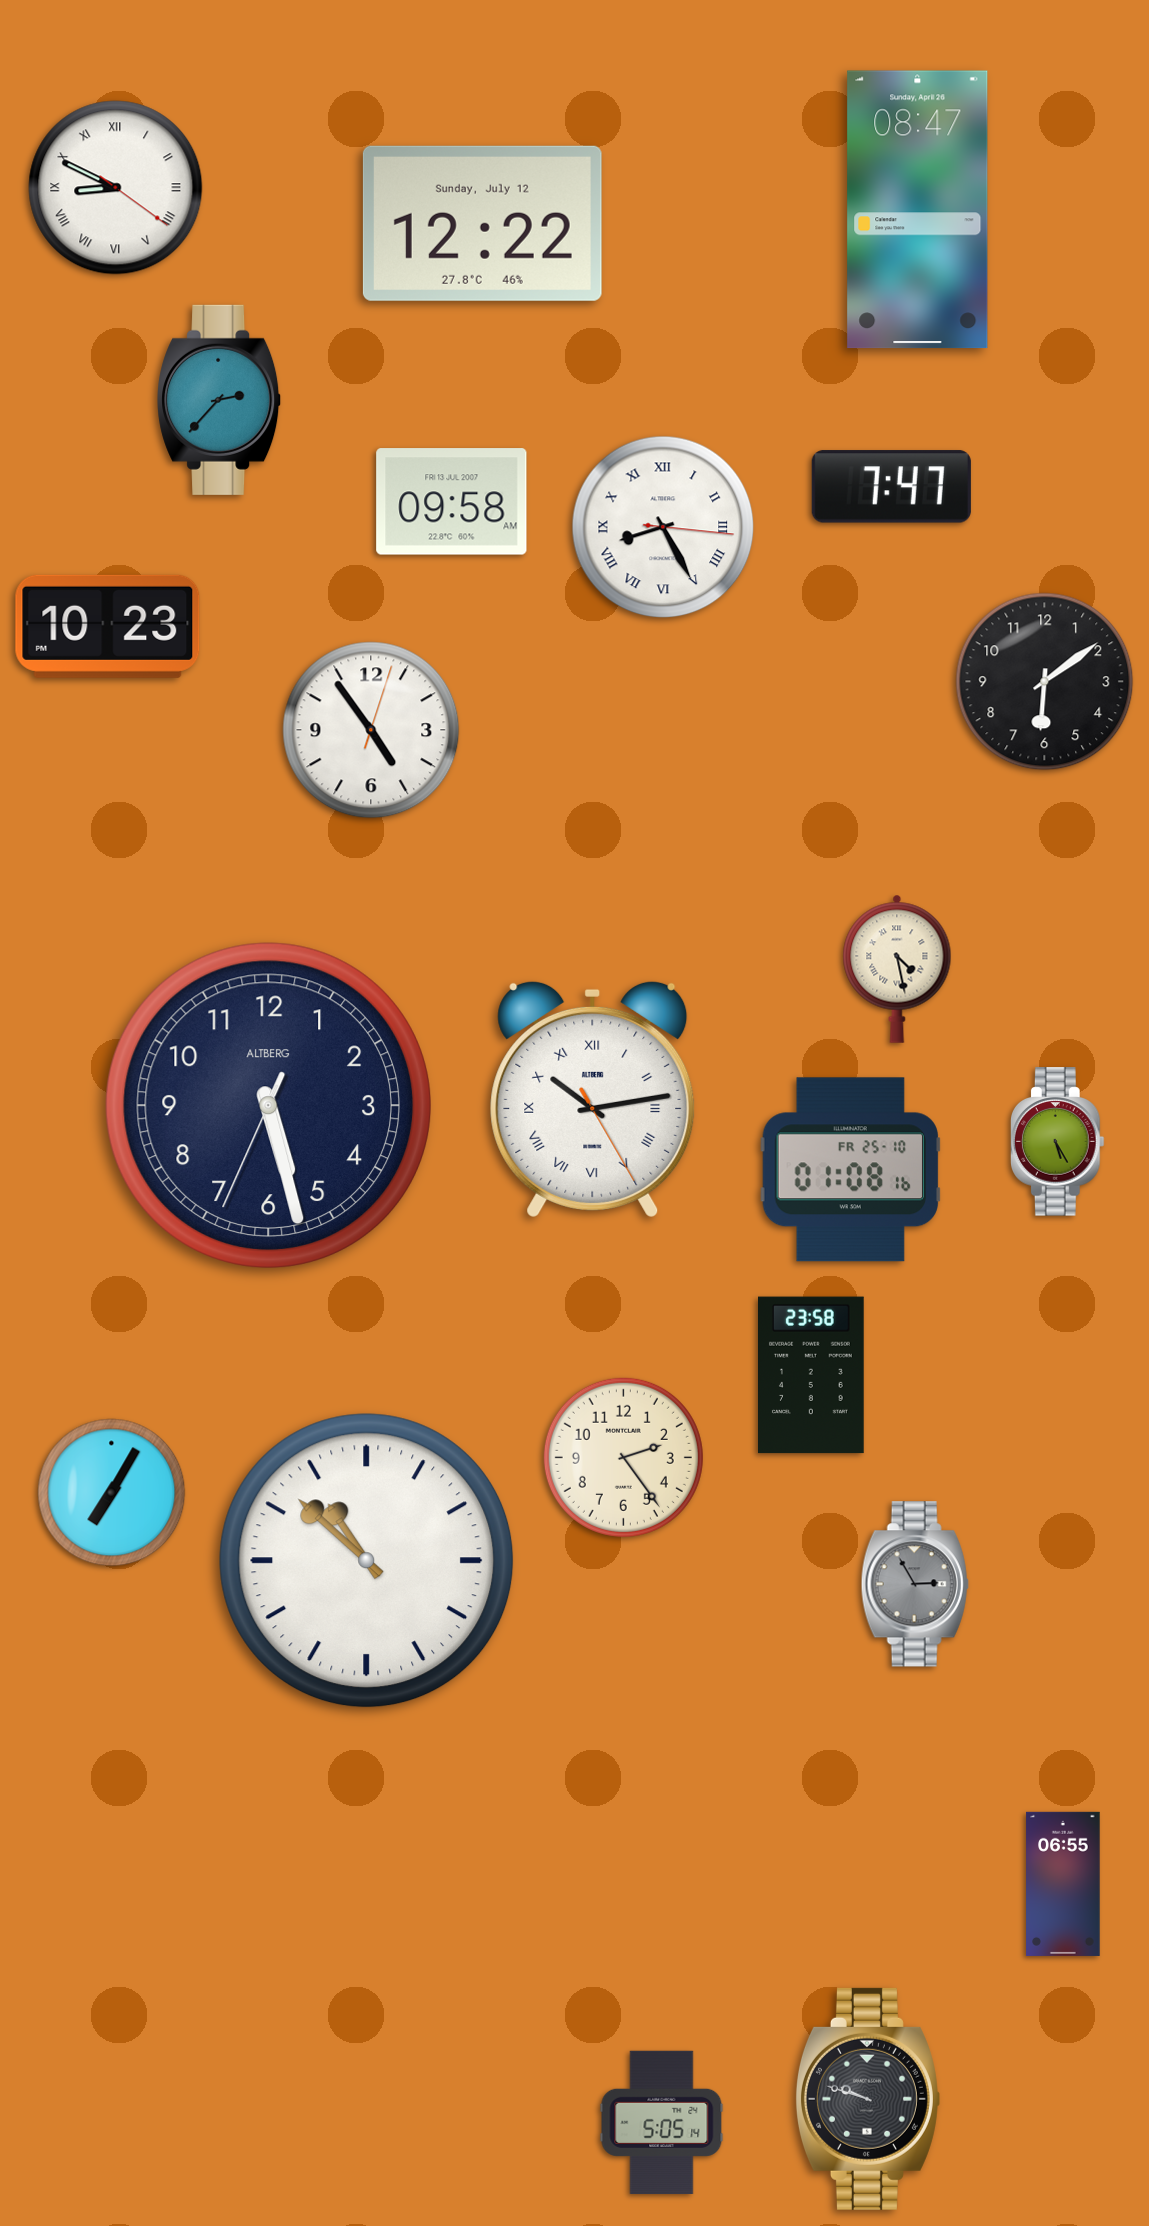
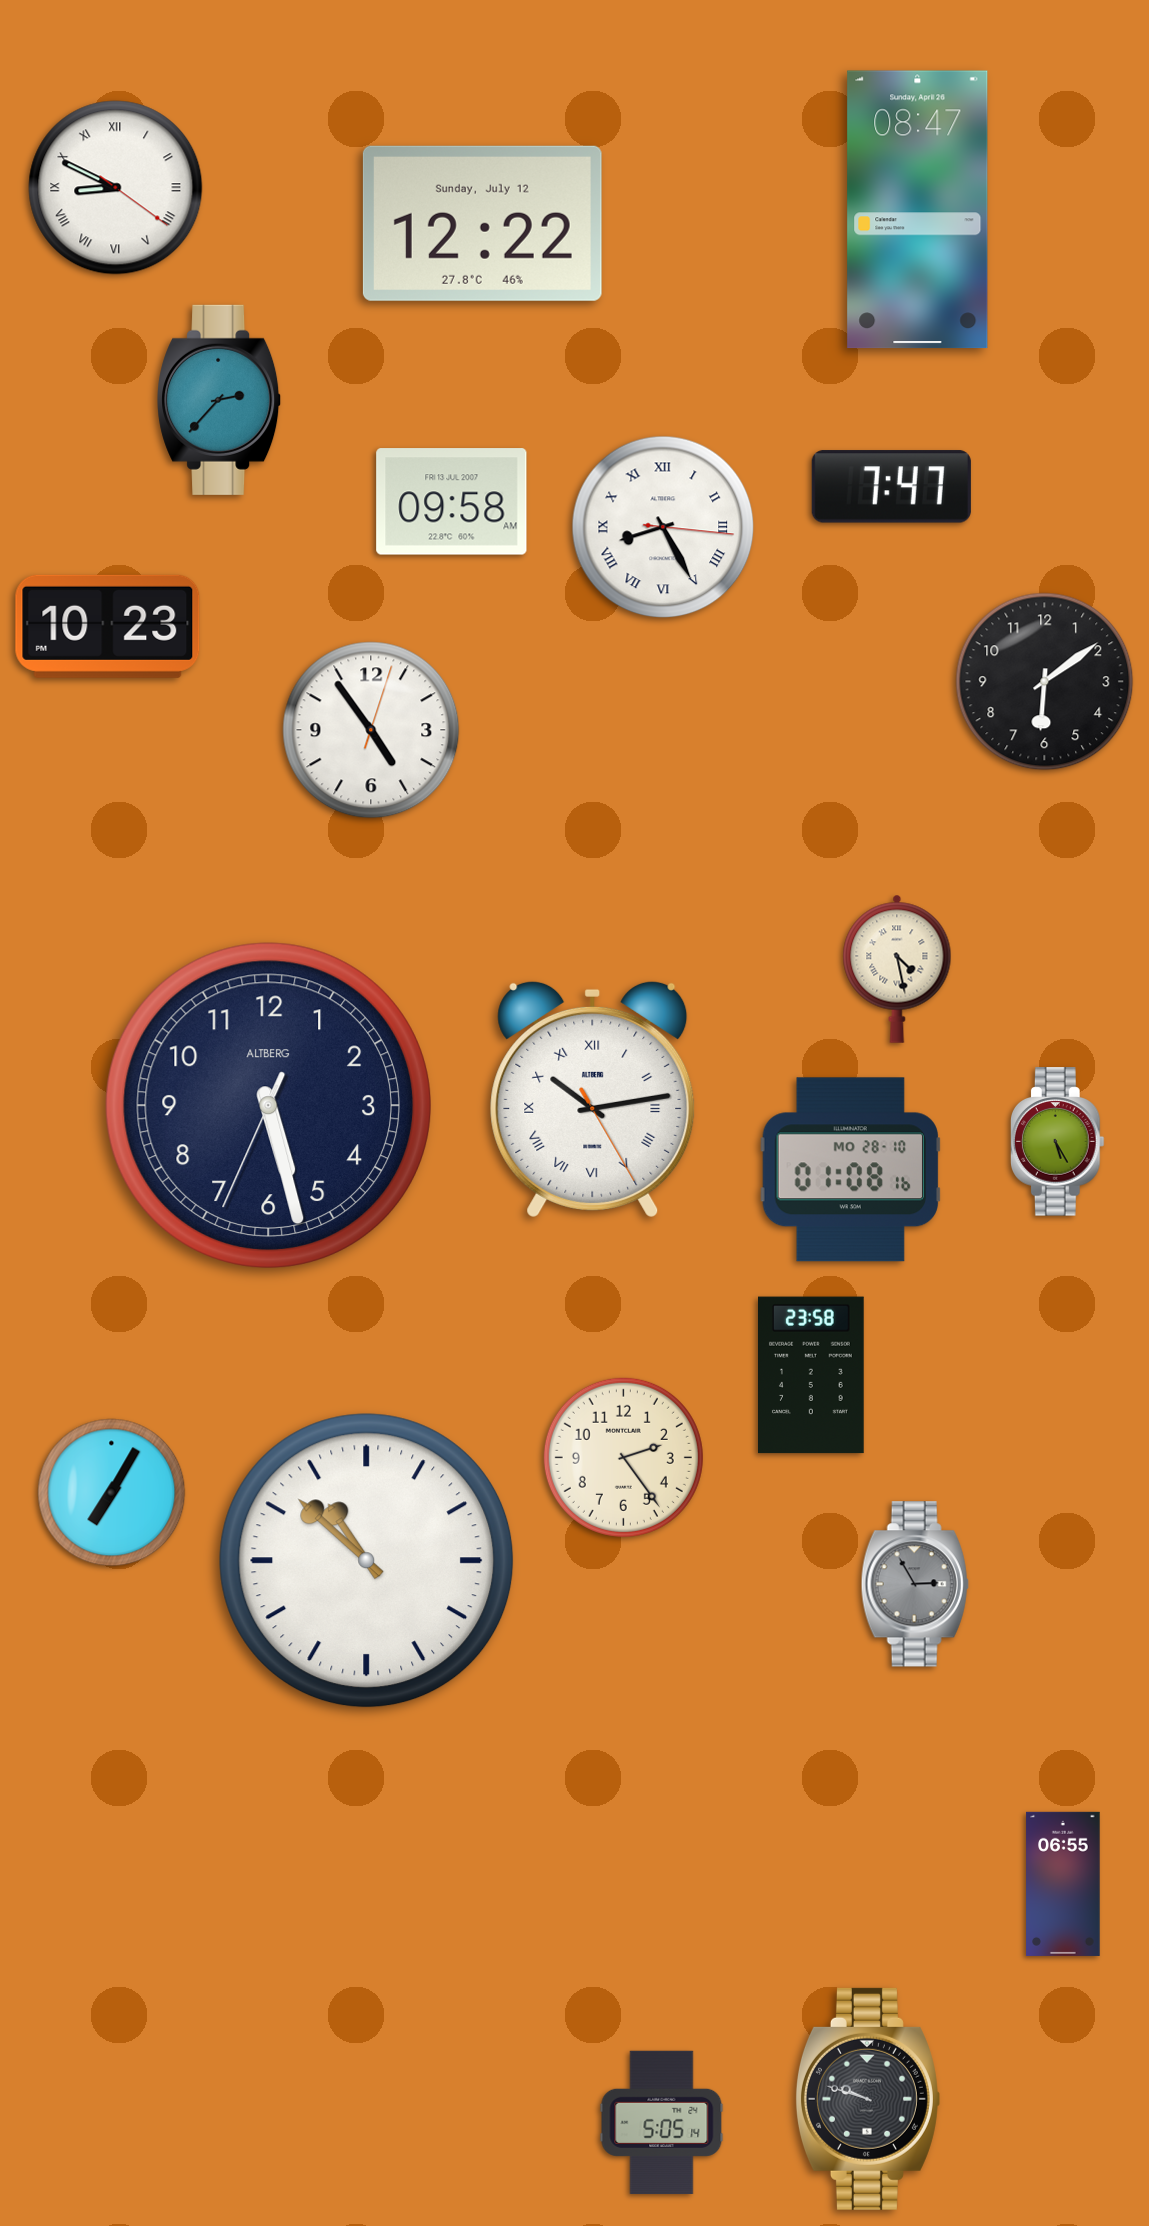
clock at (850, 1170) date: FR 25-10 -> MO 28-10
